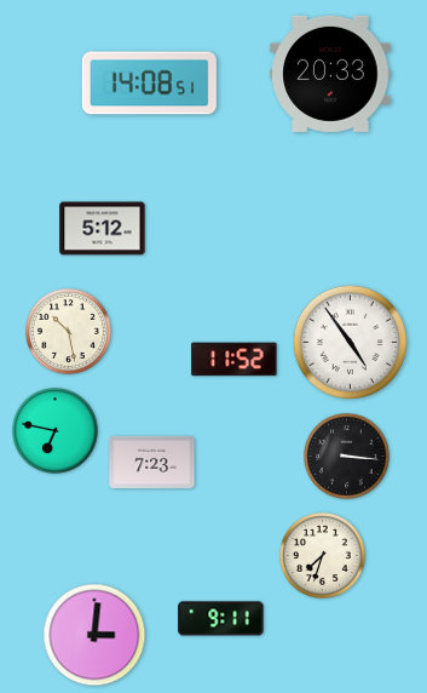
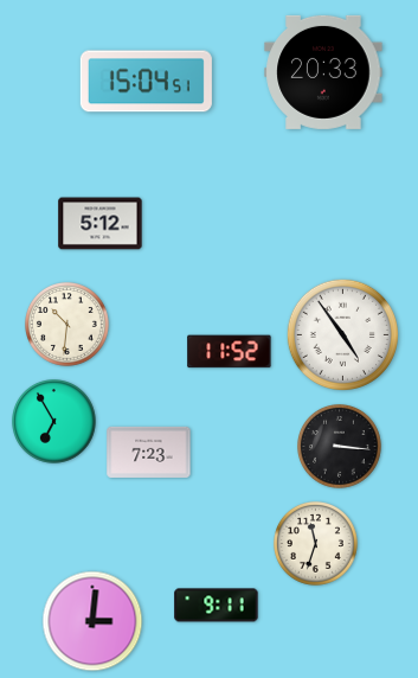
clock at (149, 84): 14:08 -> 15:04
clock at (69, 332): 10:28 -> 10:31
clock at (56, 431): 6:47 -> 6:55
clock at (323, 556): 7:33 -> 11:33
